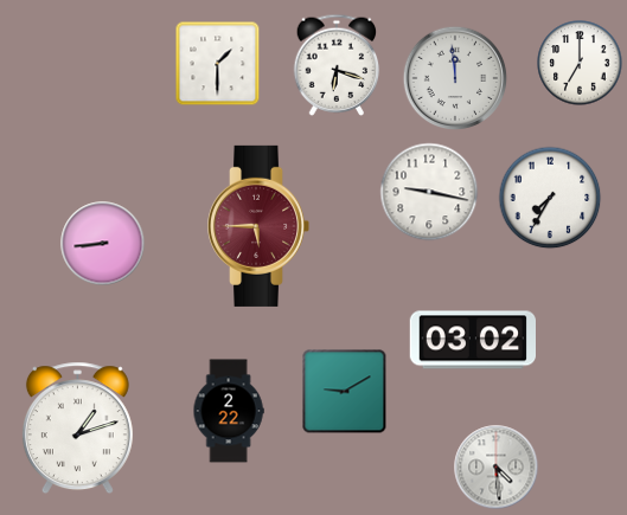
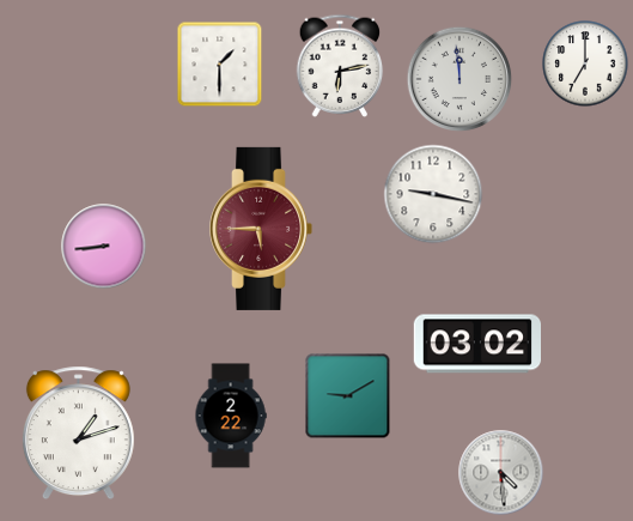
clock at (337, 65): 6:18 -> 6:13
clock at (550, 198): 7:35 -> none
